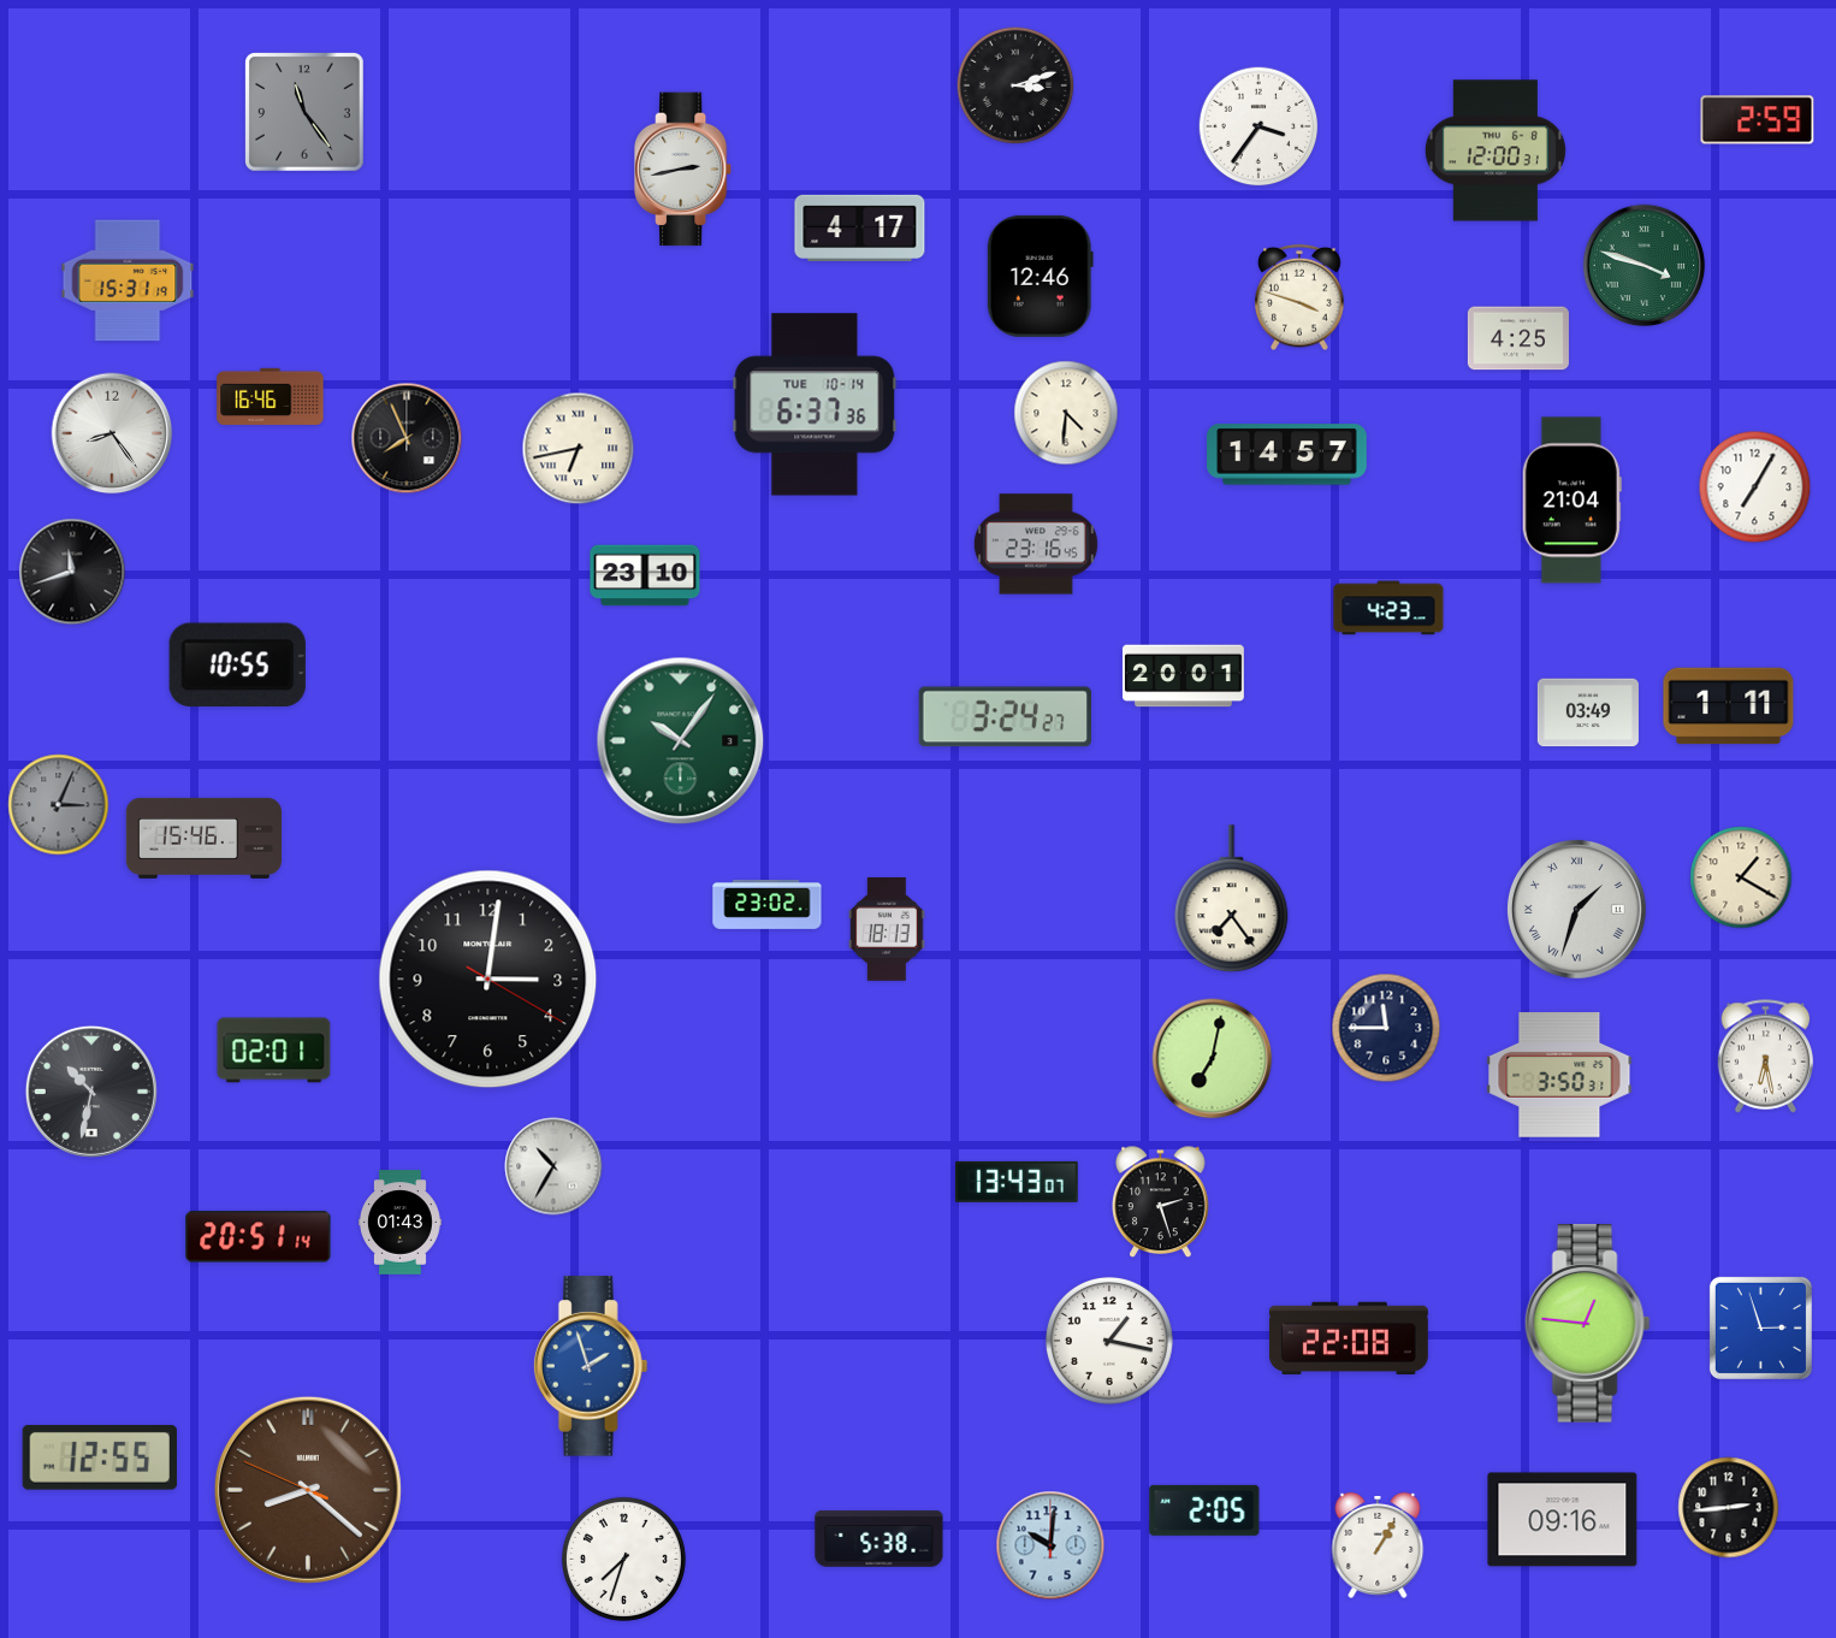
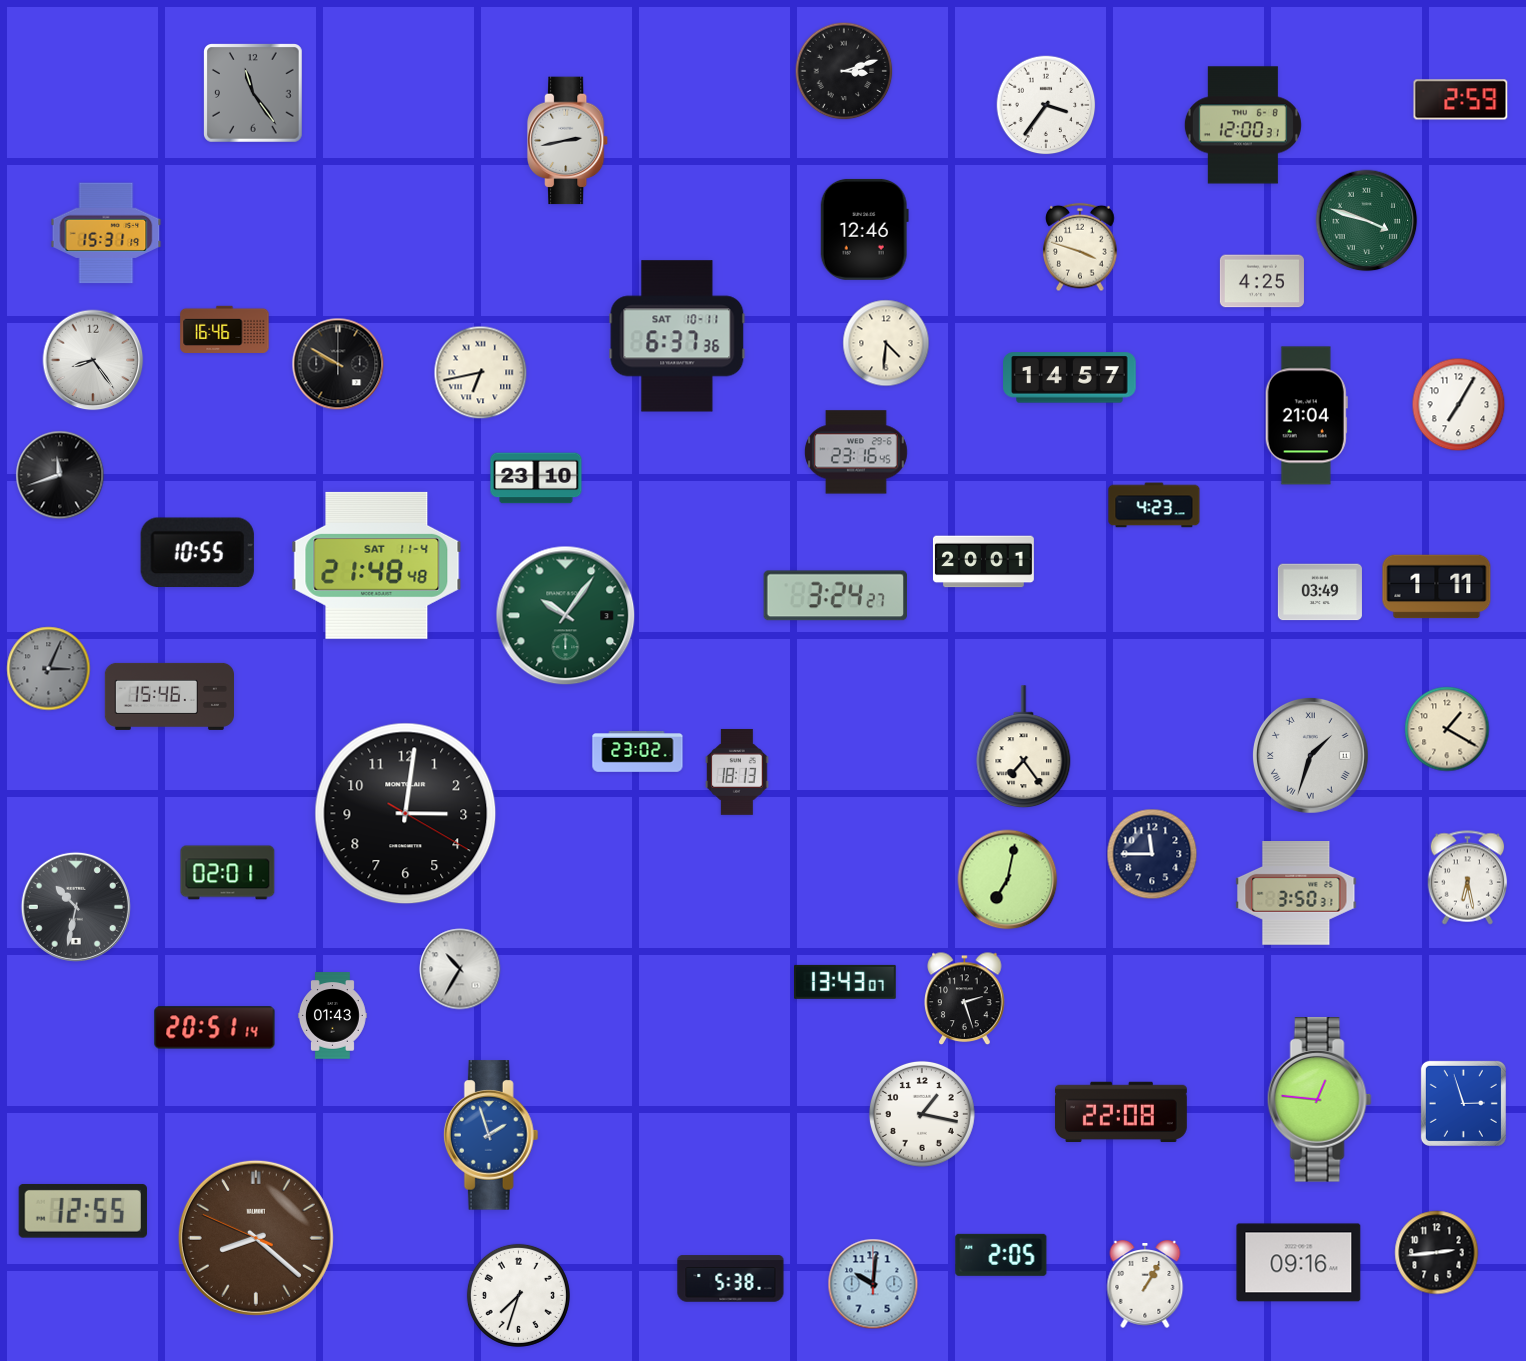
clock at (860, 227): 4:17 -> none
clock at (815, 404) date: TUE 10-14 -> SAT 10-11
clock at (407, 438): 7:56 -> 9:50
clock at (1036, 544) position: (1036, 544) -> (856, 452)
clock at (377, 565): none -> 21:48
